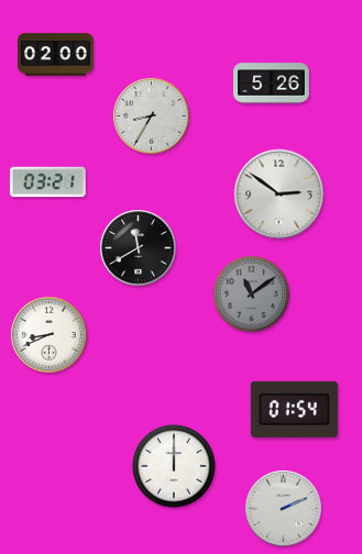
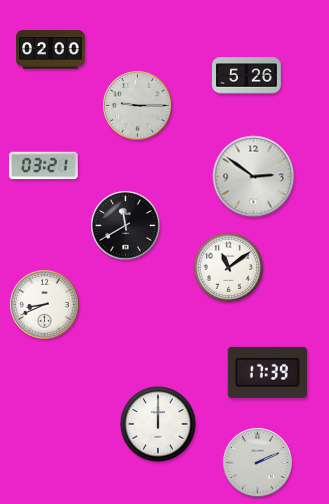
clock at (152, 117): 8:35 -> 9:15
clock at (251, 293) dial: grey -> white
clock at (294, 409): 01:54 -> 17:39
